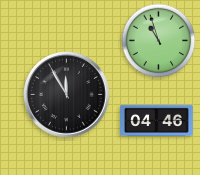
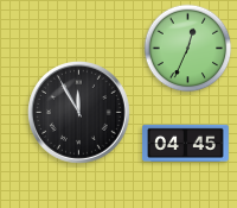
clock at (159, 41): 10:57 -> 12:34
clock at (157, 120): 04:46 -> 04:45
